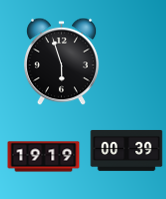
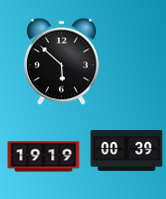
clock at (61, 62): 5:57 -> 5:52
